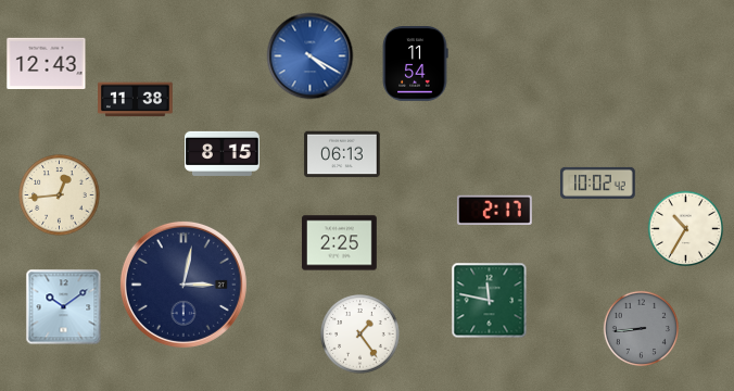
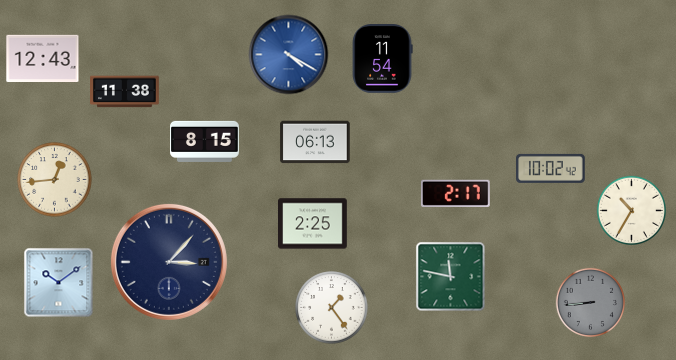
clock at (311, 56) position: (311, 56) -> (289, 55)
clock at (184, 285): 3:02 -> 3:07
